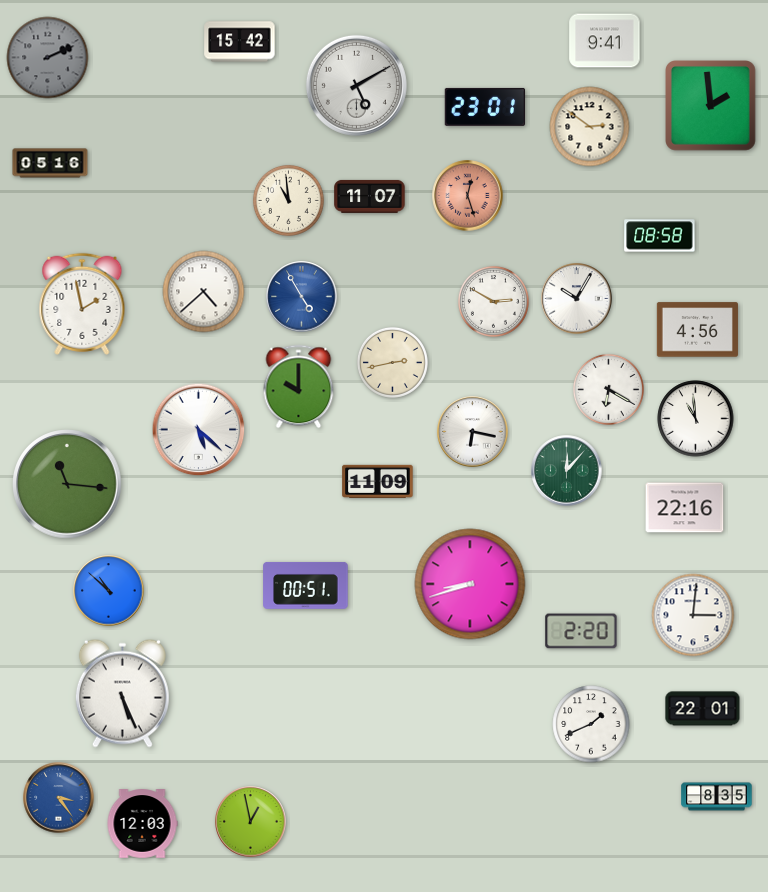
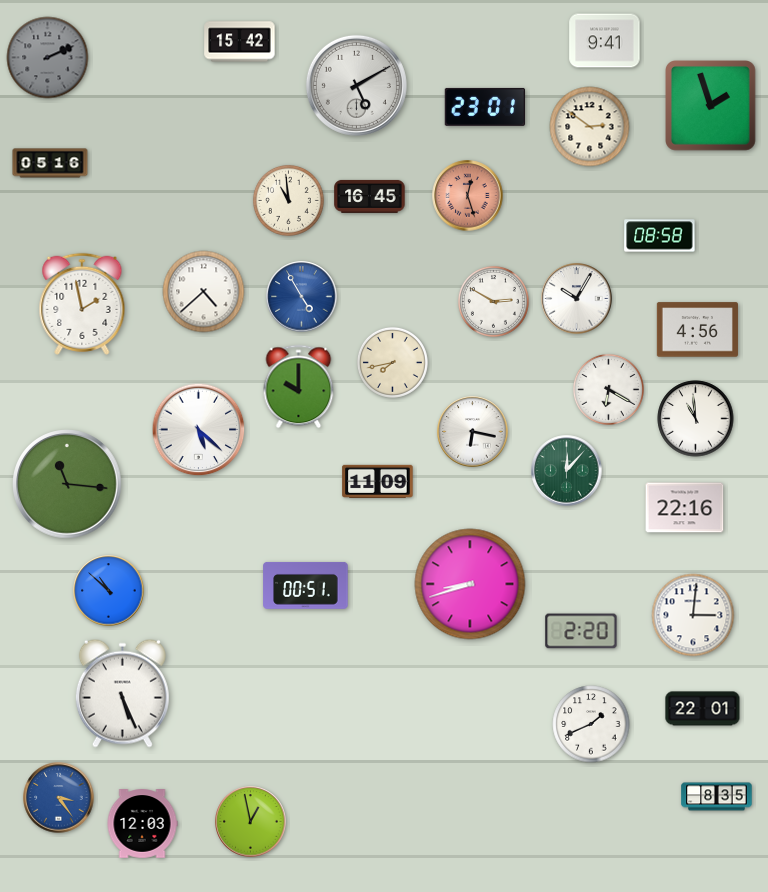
clock at (711, 106): 1:59 -> 1:57
clock at (370, 196): 11:07 -> 16:45
clock at (392, 362): 2:43 -> 7:43
